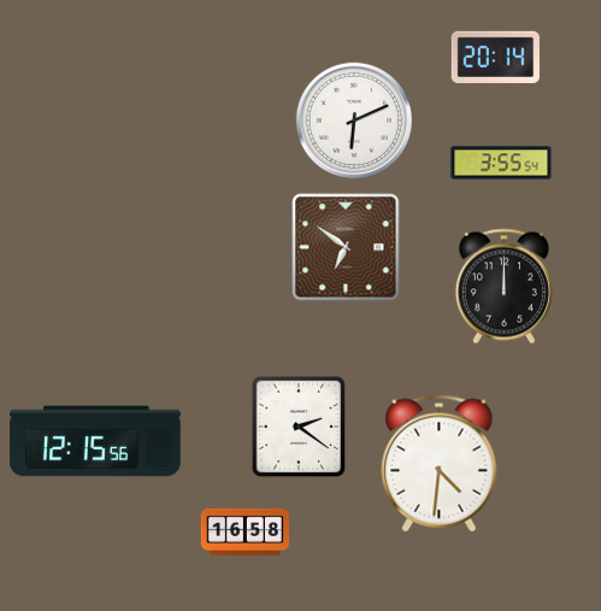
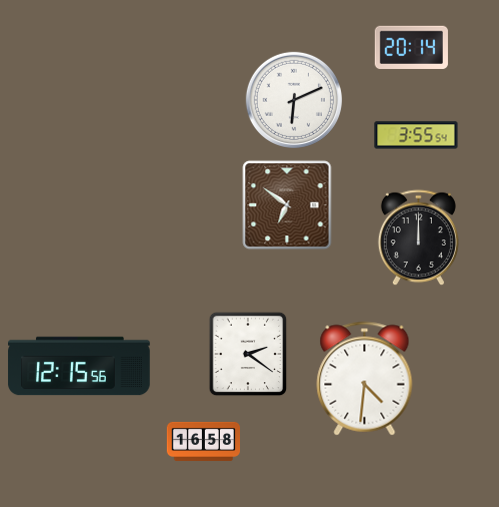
clock at (440, 464) position: (440, 464) -> (365, 379)
